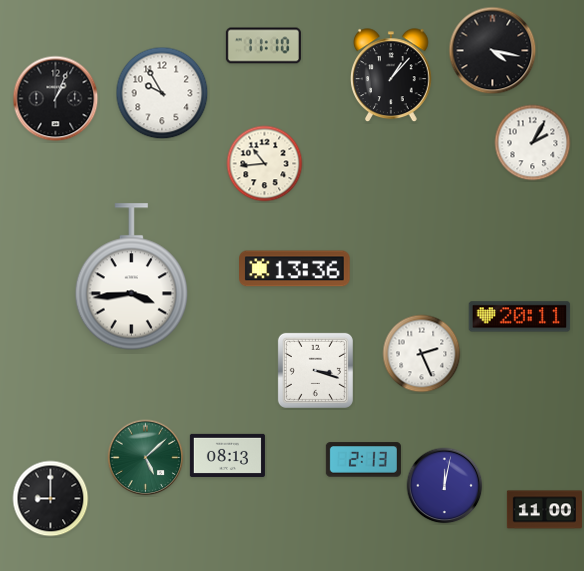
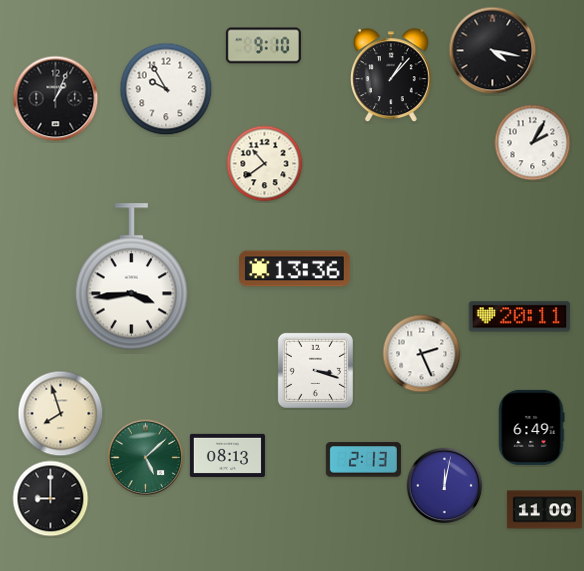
clock at (263, 46): 11:10 -> 9:10
clock at (162, 93) position: (162, 93) -> (166, 89)
clock at (265, 164): 10:44 -> 10:39
clock at (61, 414): none -> 7:57
clock at (531, 427): none -> 6:49
